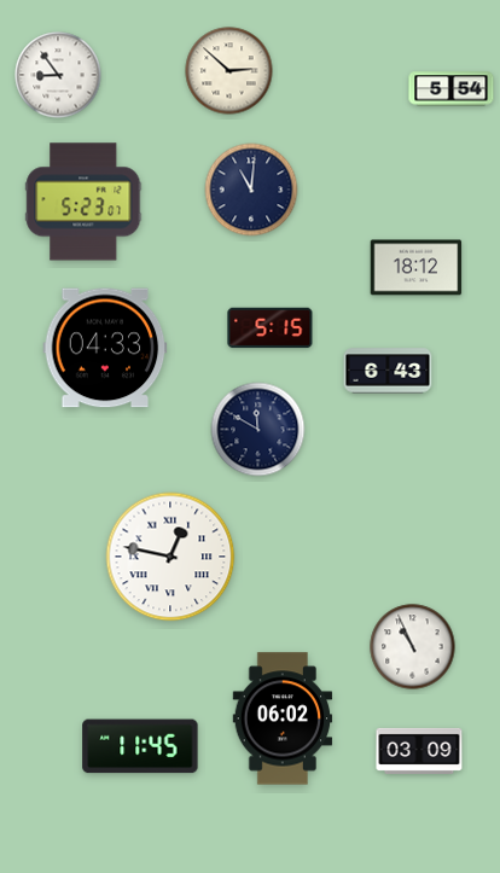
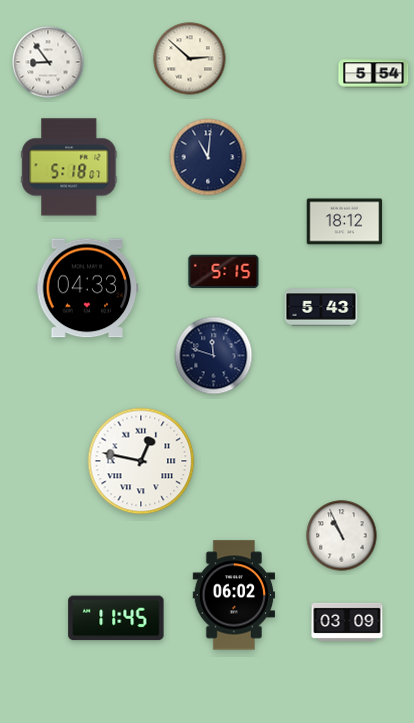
clock at (83, 202): 5:23 -> 5:18
clock at (388, 371): 6:43 -> 5:43
clock at (258, 430): 11:50 -> 11:48
